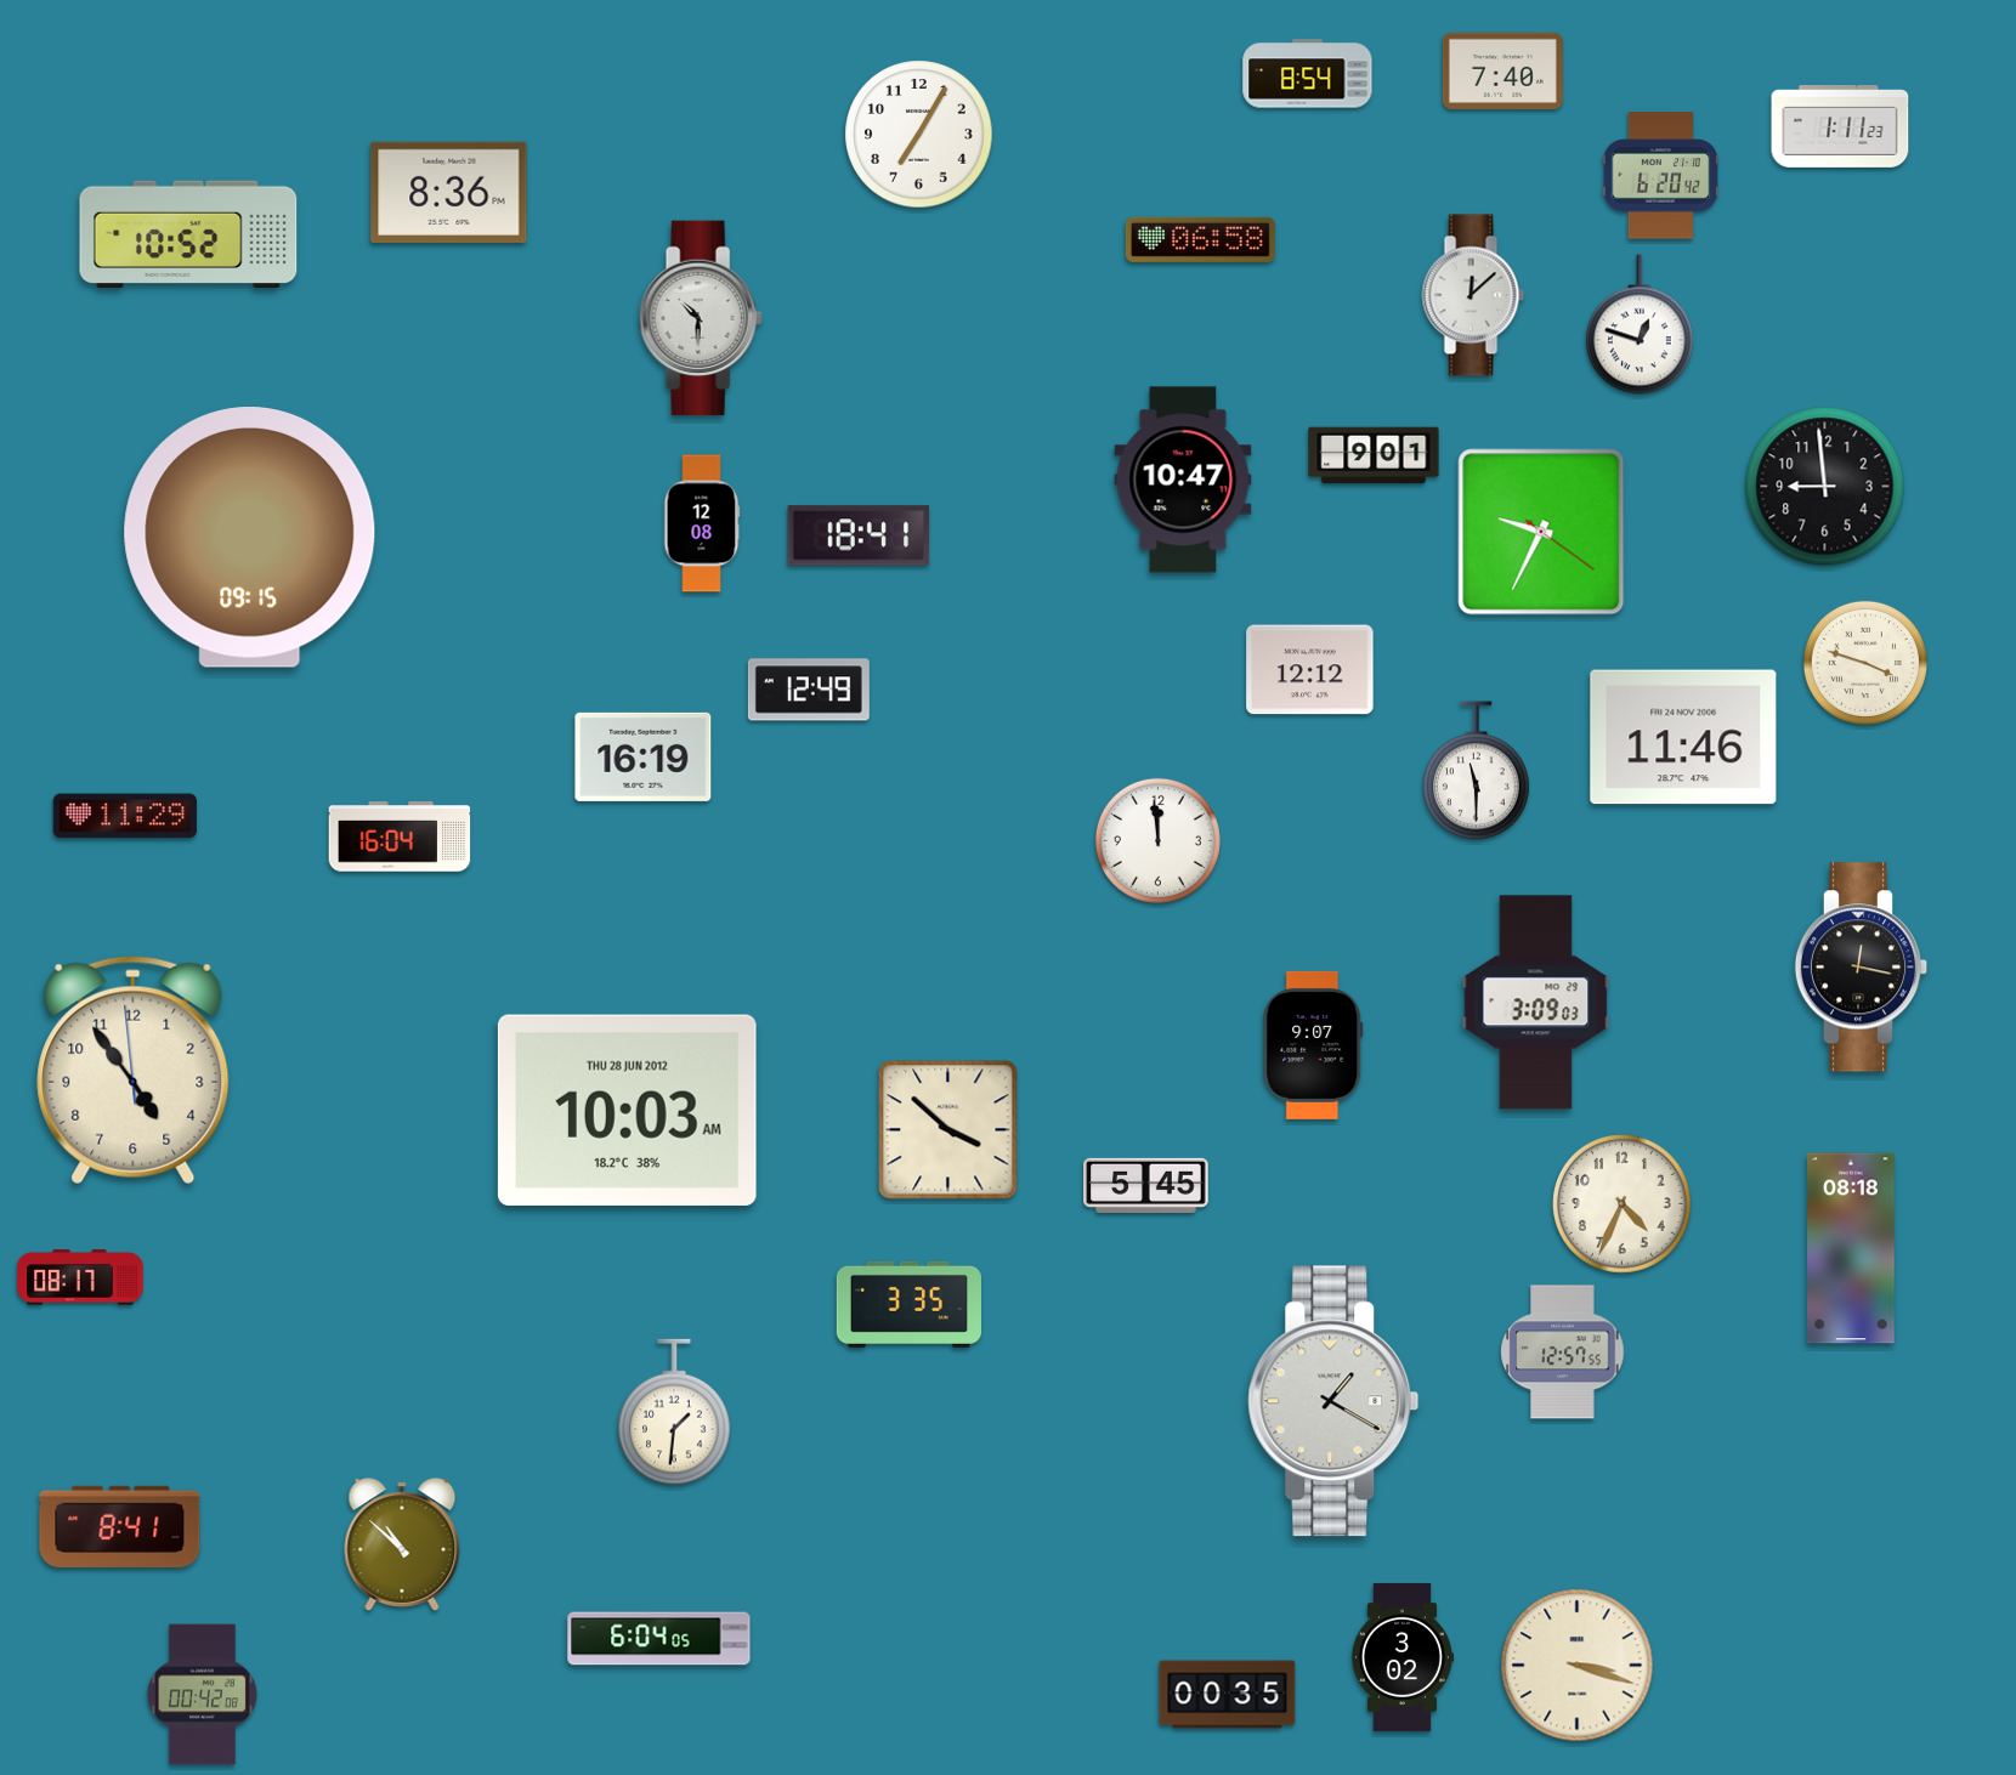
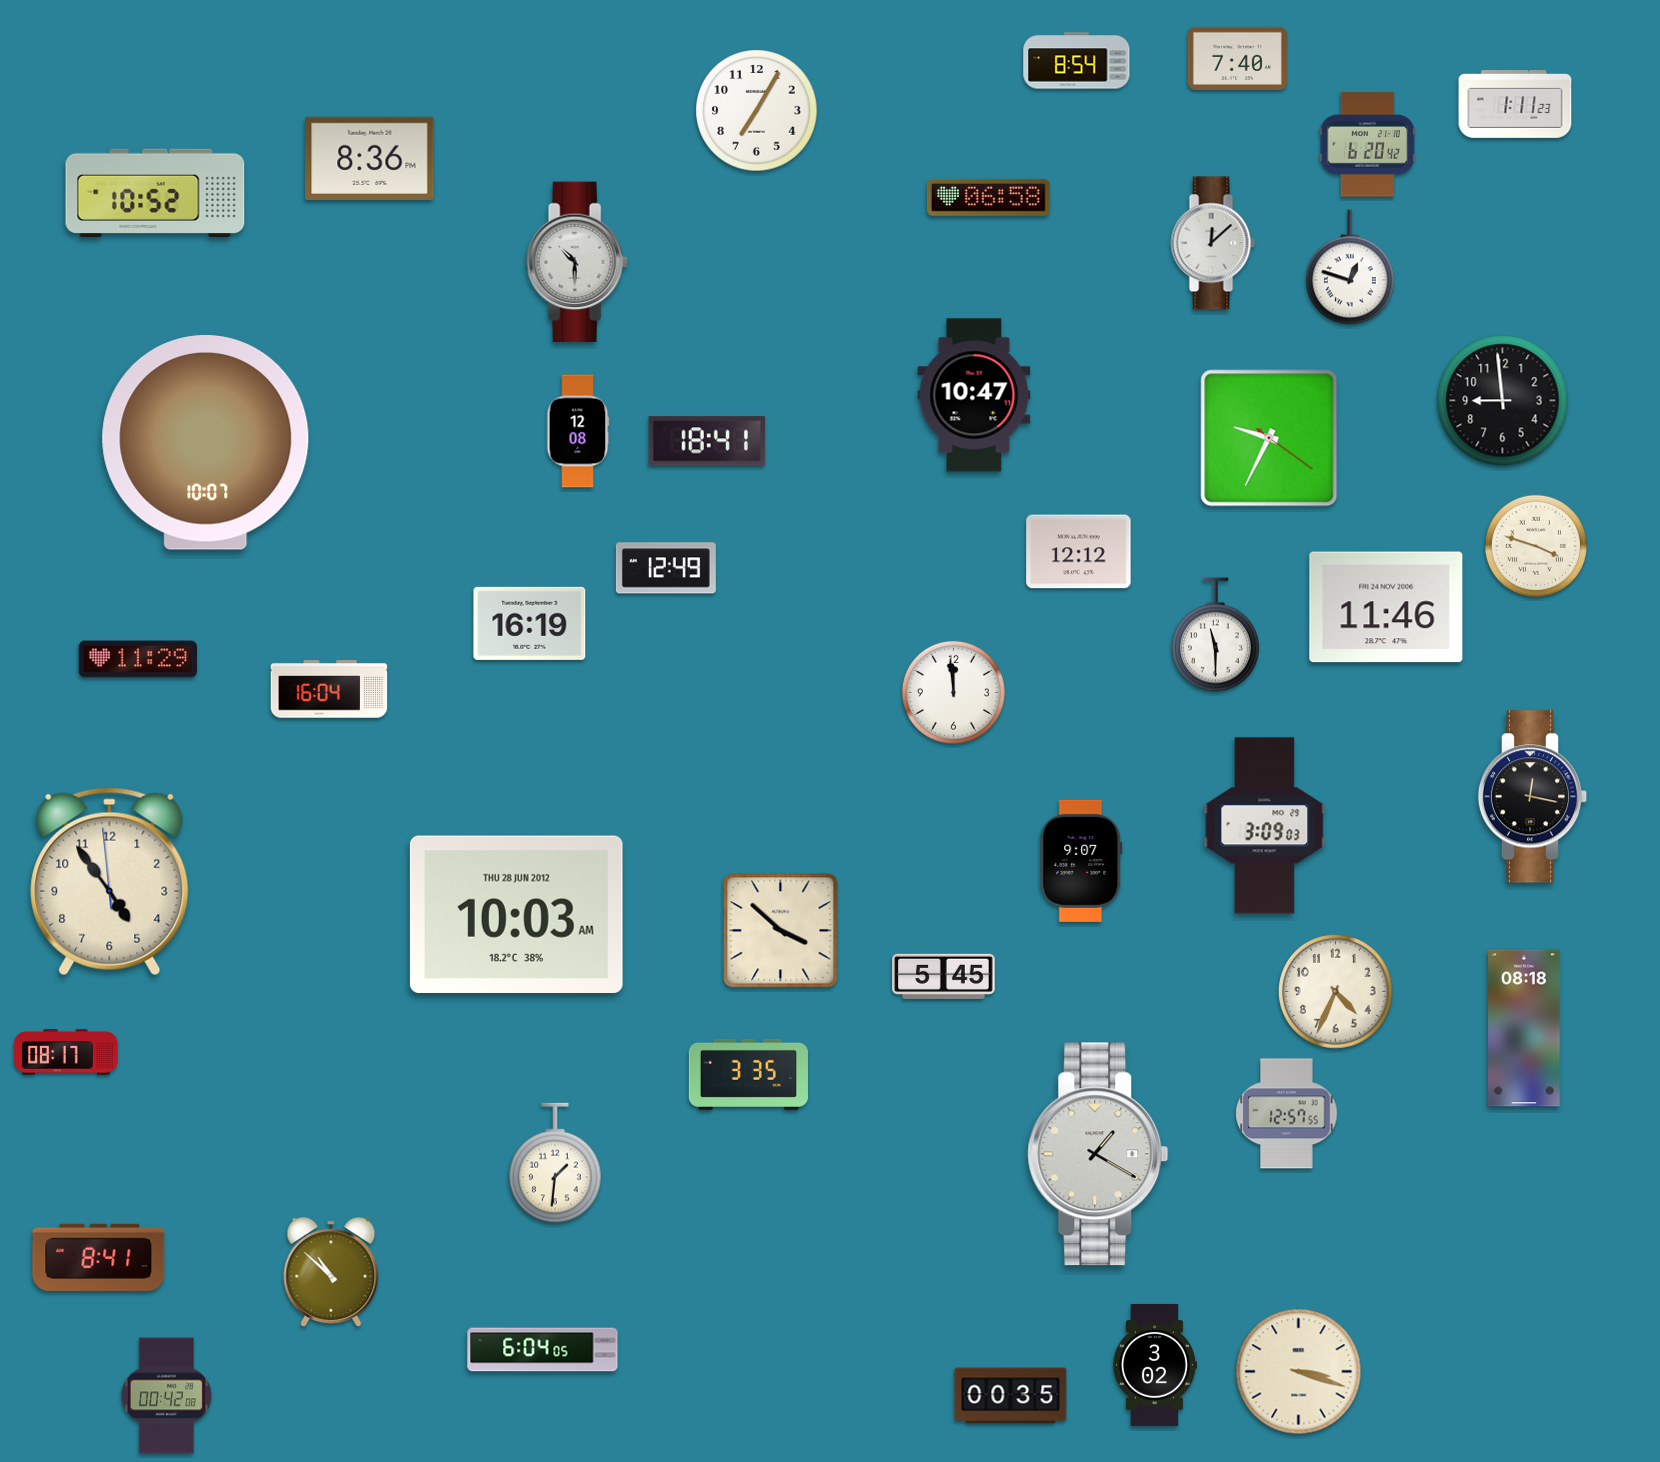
clock at (1374, 455): 9:01 -> none
clock at (250, 538): 09:15 -> 10:07
clock at (124, 816) position: (124, 816) -> (137, 659)
